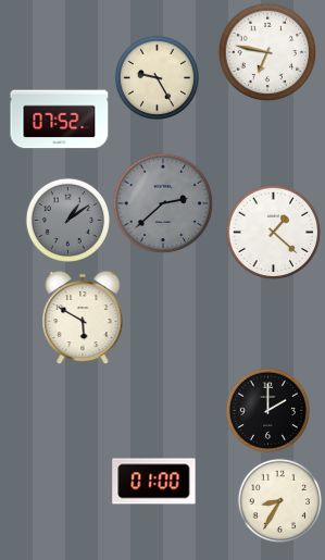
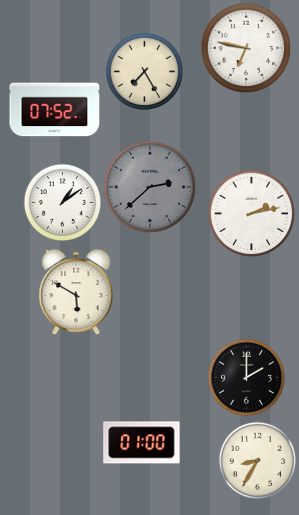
clock at (157, 77): 9:25 -> 7:25
clock at (67, 220) dial: grey -> white
clock at (273, 232): 1:22 -> 2:13
